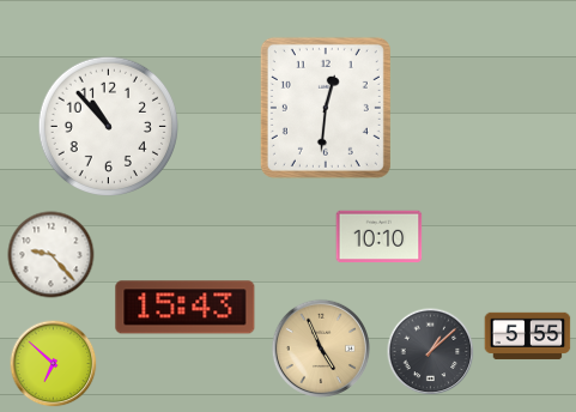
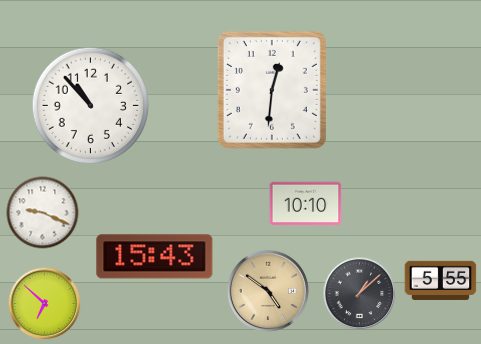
clock at (380, 237) position: (380, 237) -> (306, 204)
clock at (51, 255): 9:23 -> 9:19
clock at (321, 349): 4:56 -> 4:51
